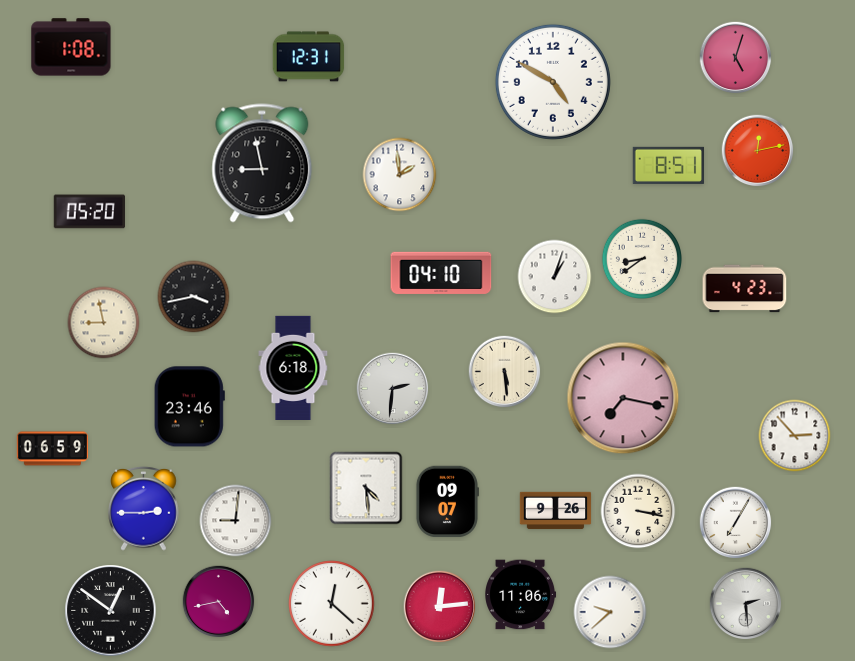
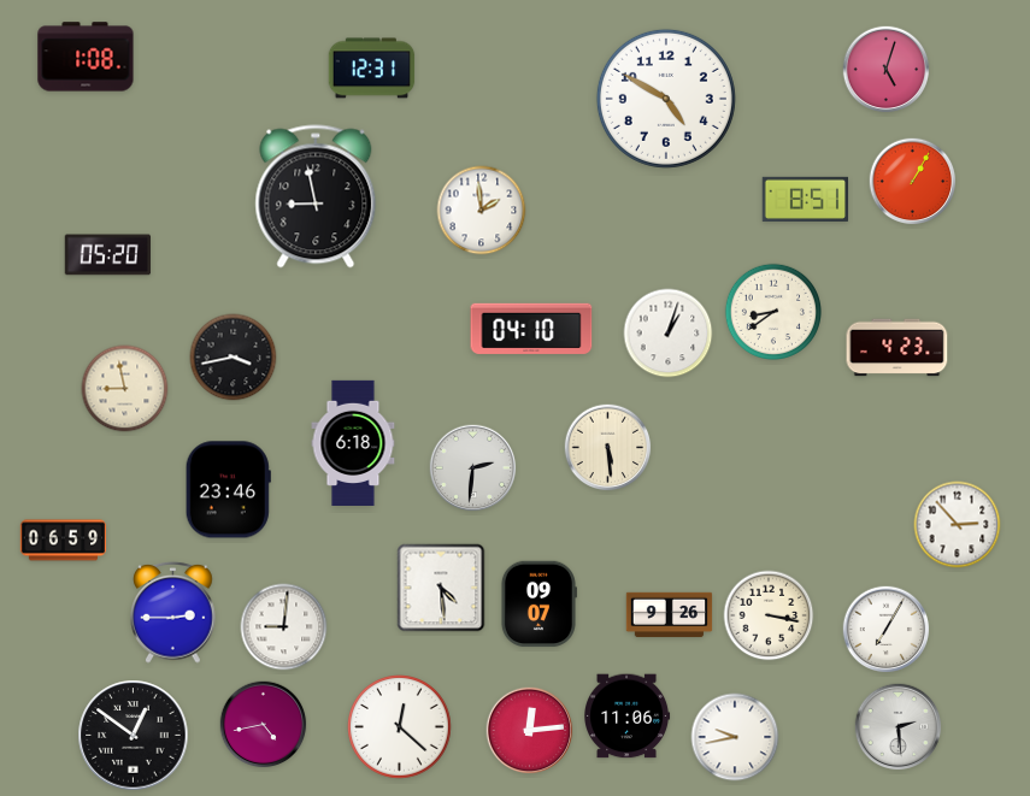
clock at (758, 151): 12:13 -> 1:05
clock at (623, 398): 7:17 -> none
clock at (610, 612): 9:38 -> 9:43
